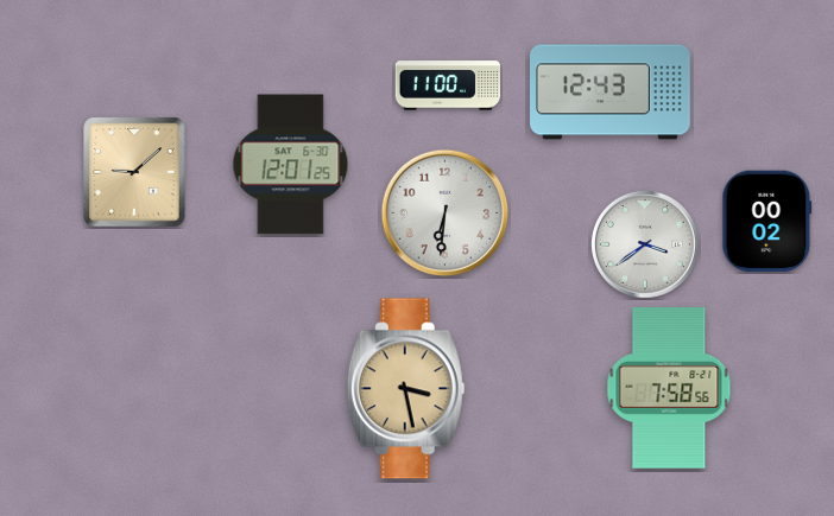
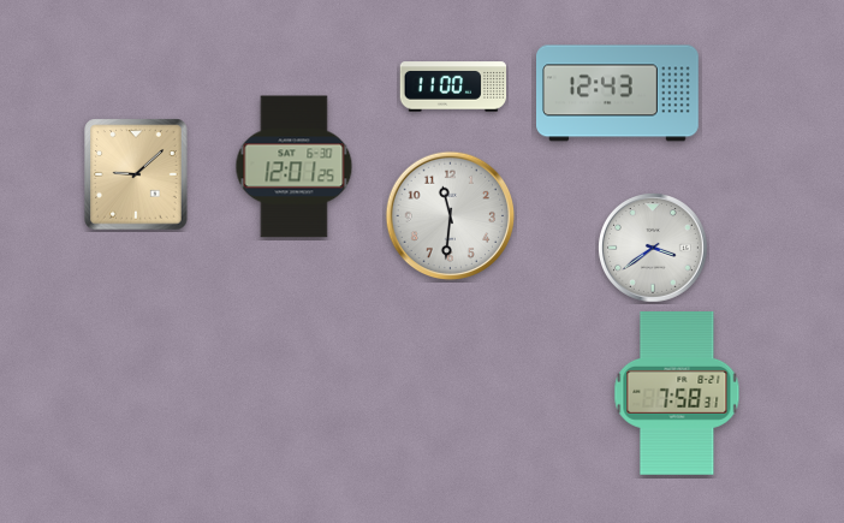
clock at (446, 214): 6:31 -> 11:31
clock at (767, 222): 00:02 -> none
clock at (405, 389): 3:28 -> none
clock at (669, 389): 7:58:56 -> 7:58:31
